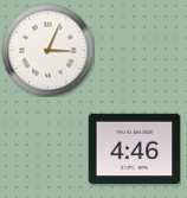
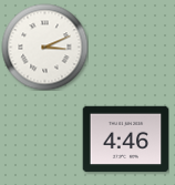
clock at (47, 50): 3:04 -> 3:11
